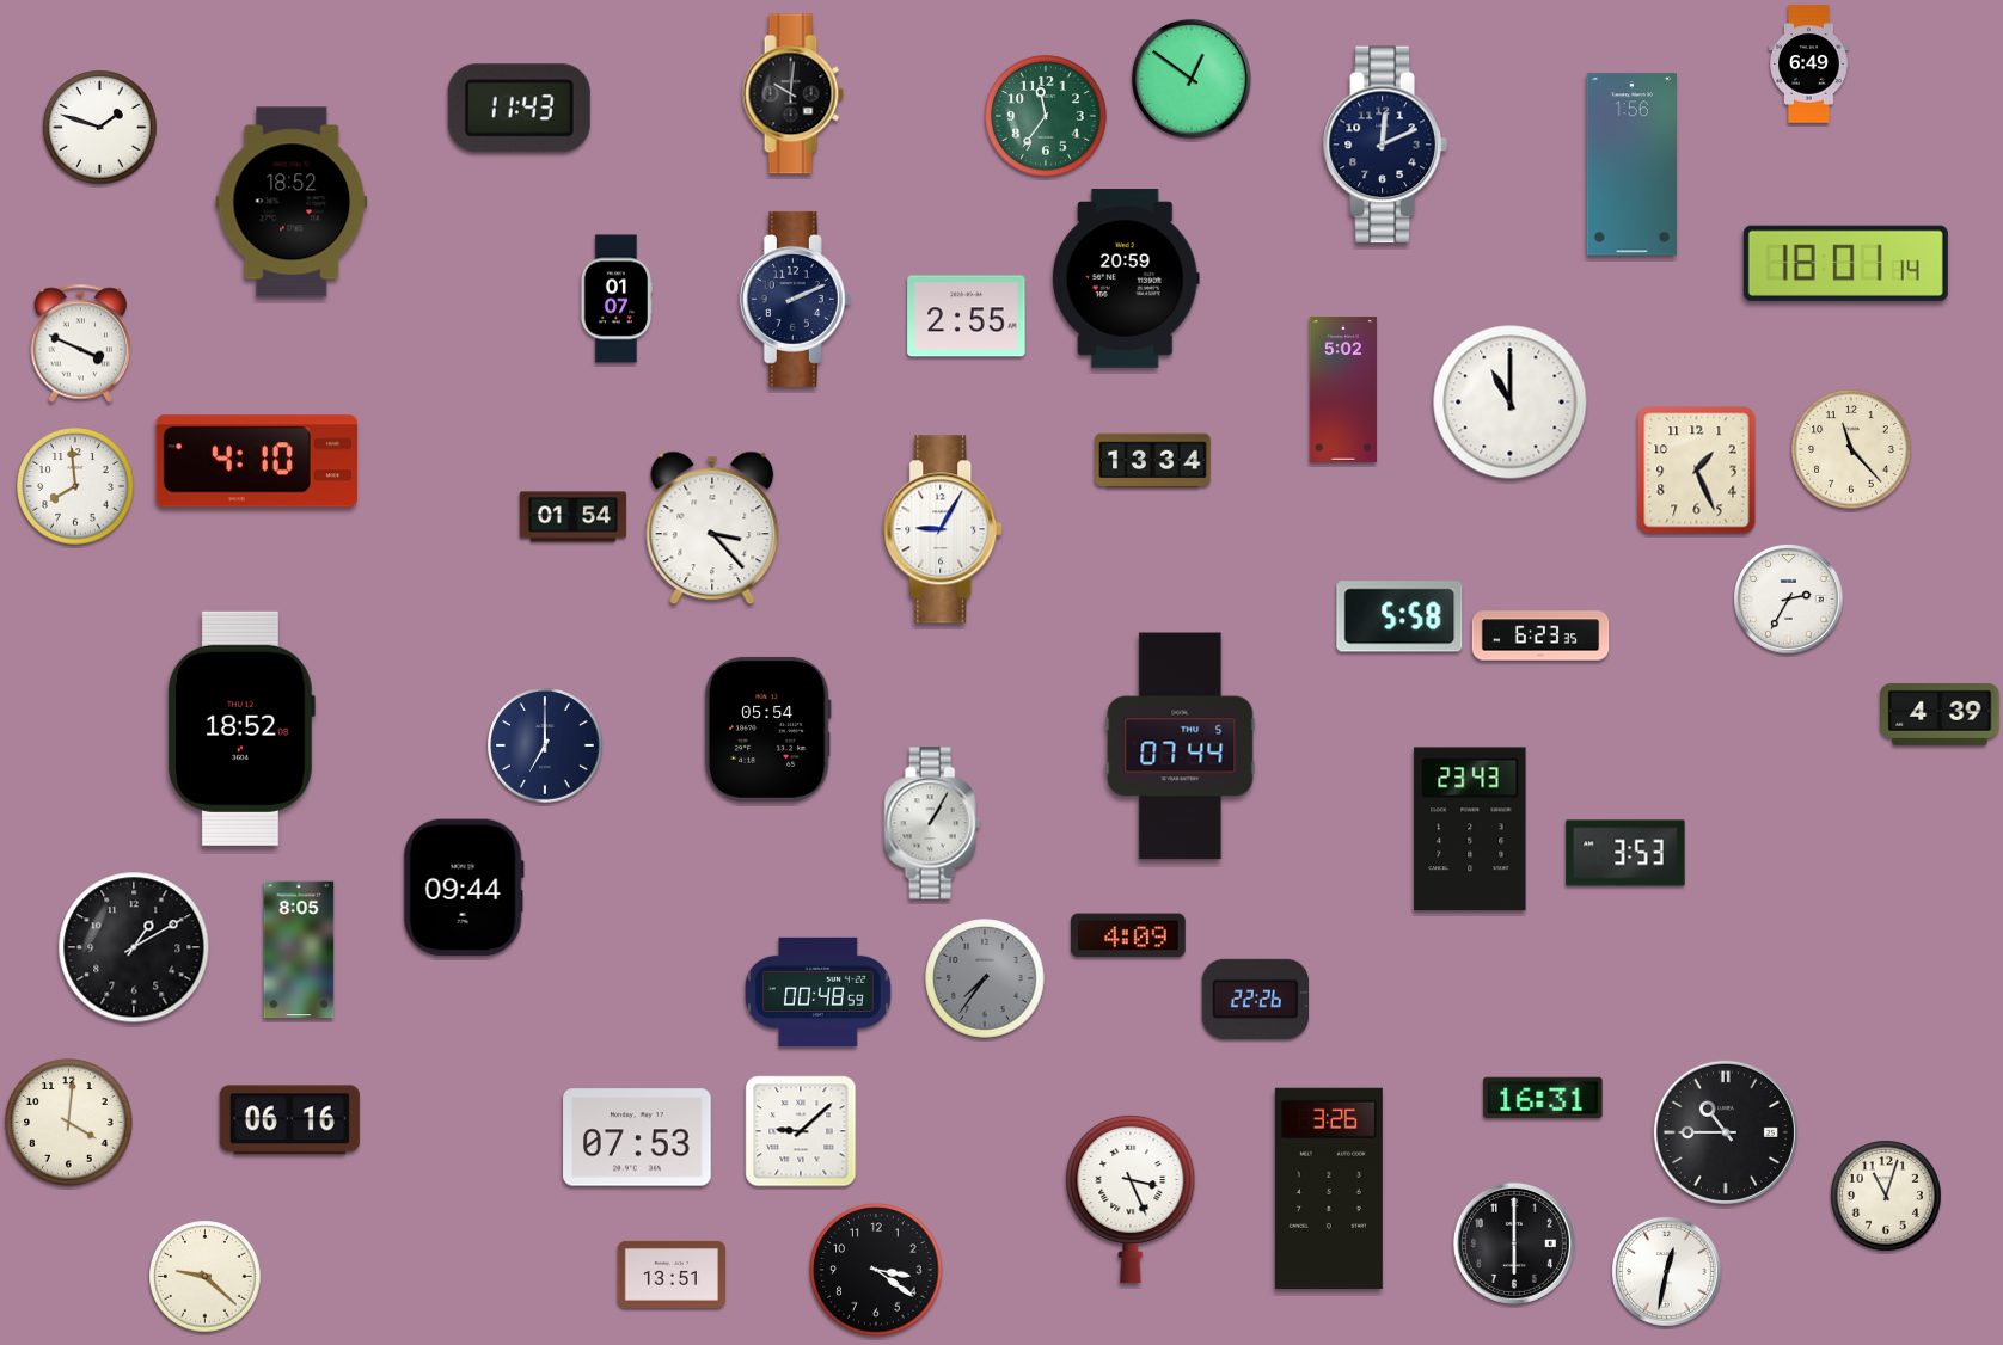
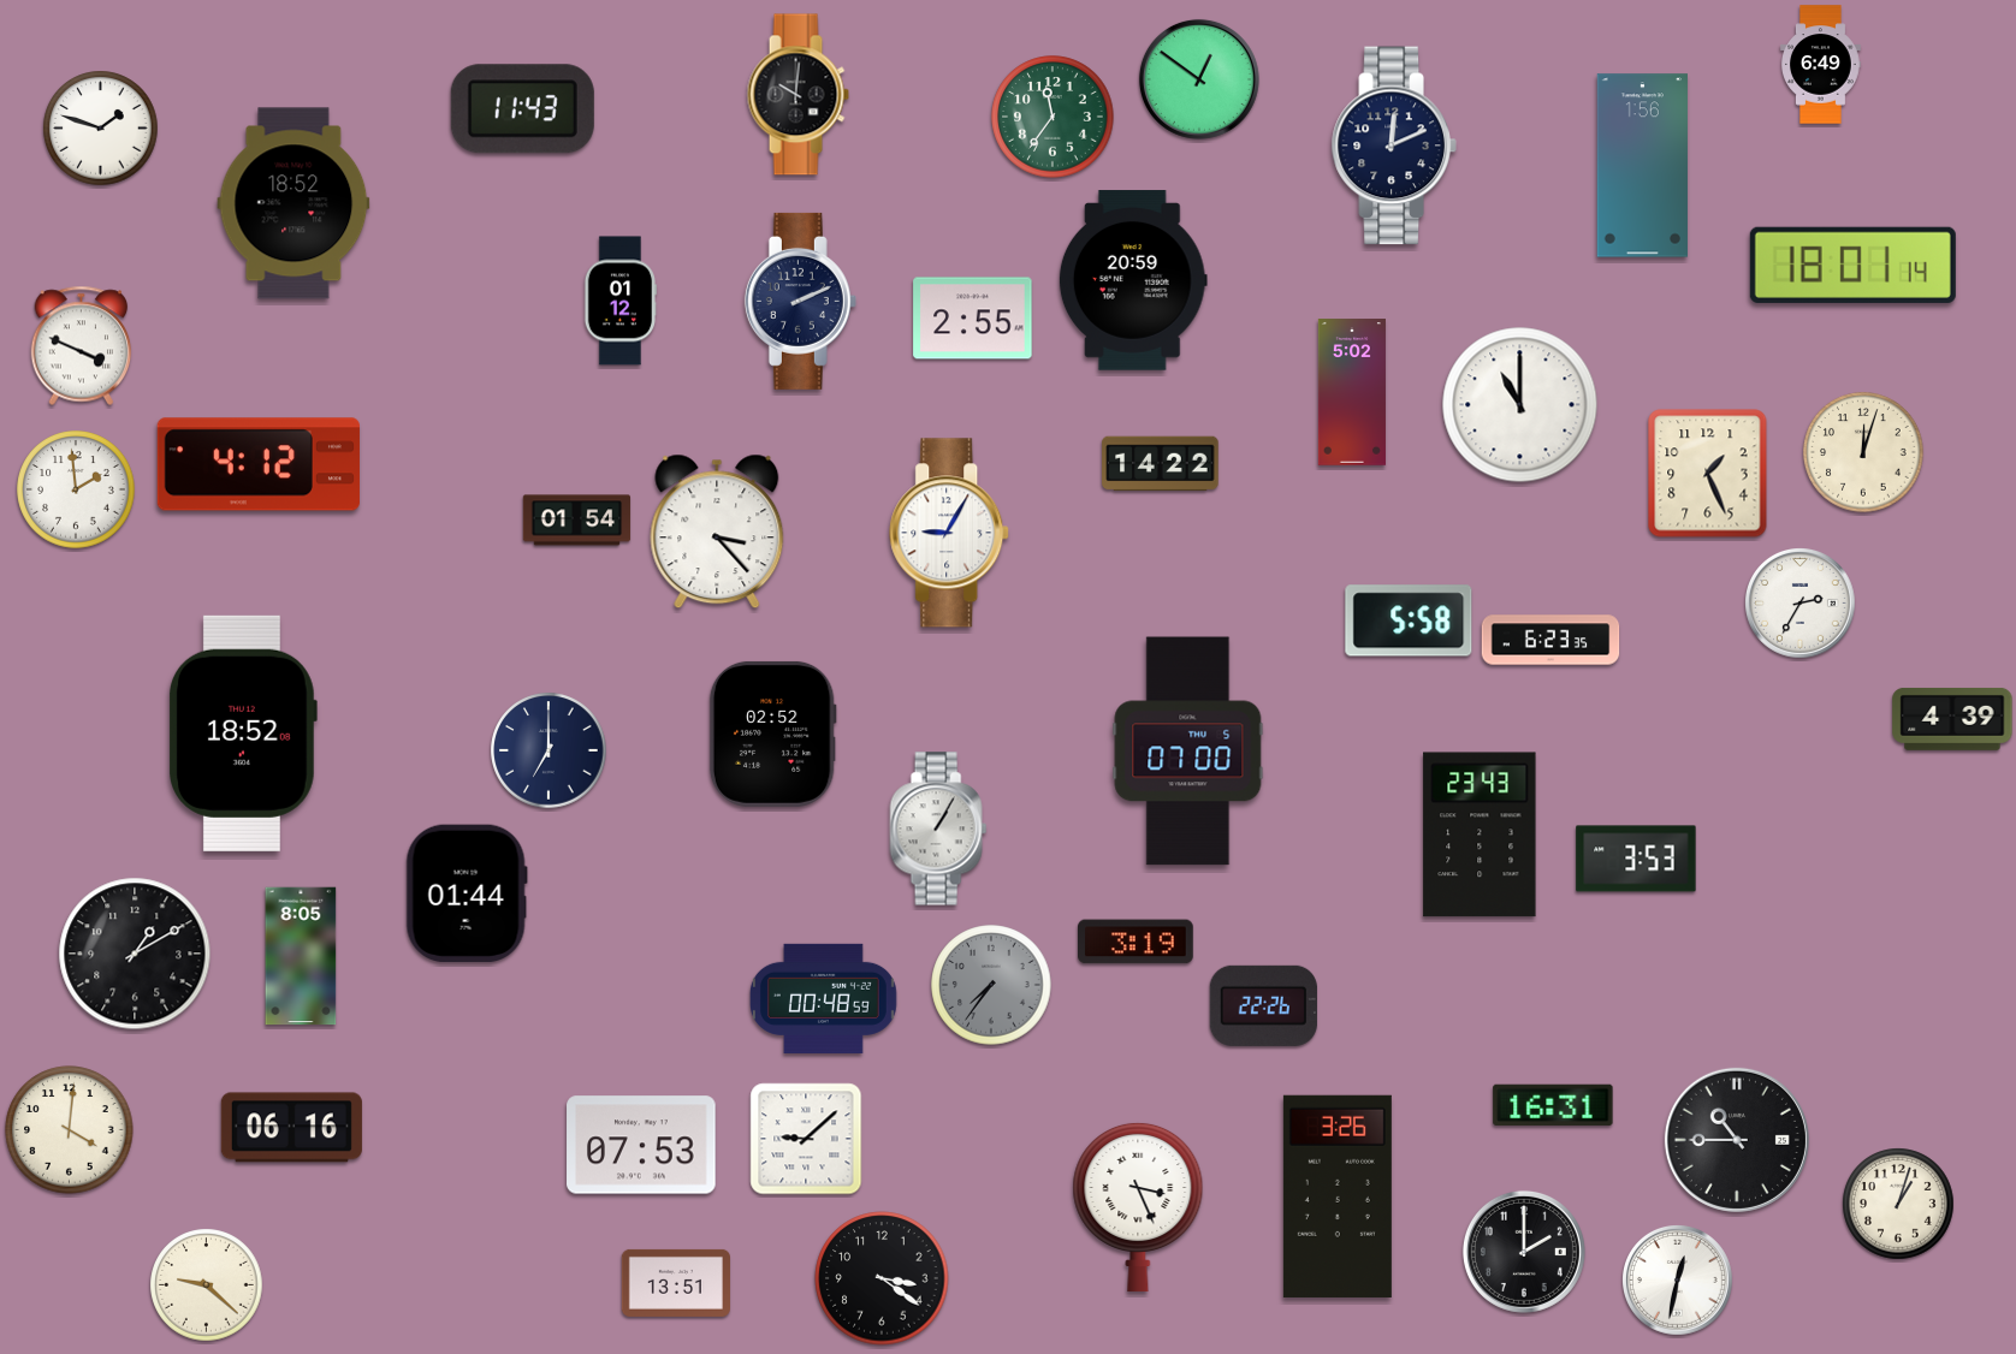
clock at (1845, 263) position: (1845, 263) -> (1852, 265)
clock at (617, 299): 01:07 -> 01:12
clock at (1851, 449): 11:23 -> 12:03
clock at (257, 461): 4:10 -> 4:12
clock at (1153, 461): 13:34 -> 14:22
clock at (75, 486): 7:59 -> 1:59
clock at (767, 729): 05:54 -> 02:52
clock at (1181, 747): 07:44 -> 07:00
clock at (464, 886): 09:44 -> 01:44
clock at (1129, 935): 4:09 -> 3:19
clock at (1886, 1196): 11:03 -> 1:03
clock at (1514, 1243): 6:00 -> 2:00
